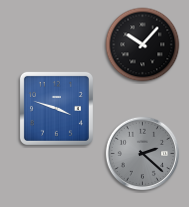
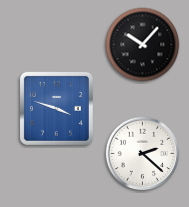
clock at (143, 154) dial: grey -> white
